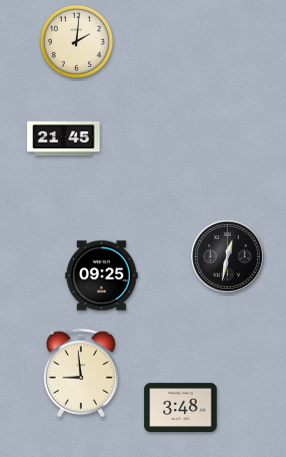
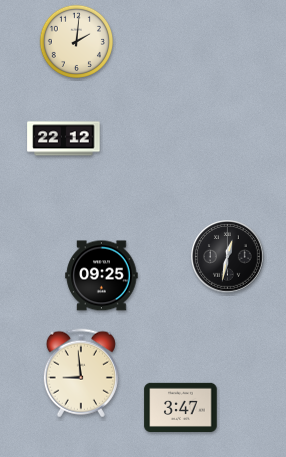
clock at (64, 139): 21:45 -> 22:12
clock at (181, 407): 3:48 -> 3:47
